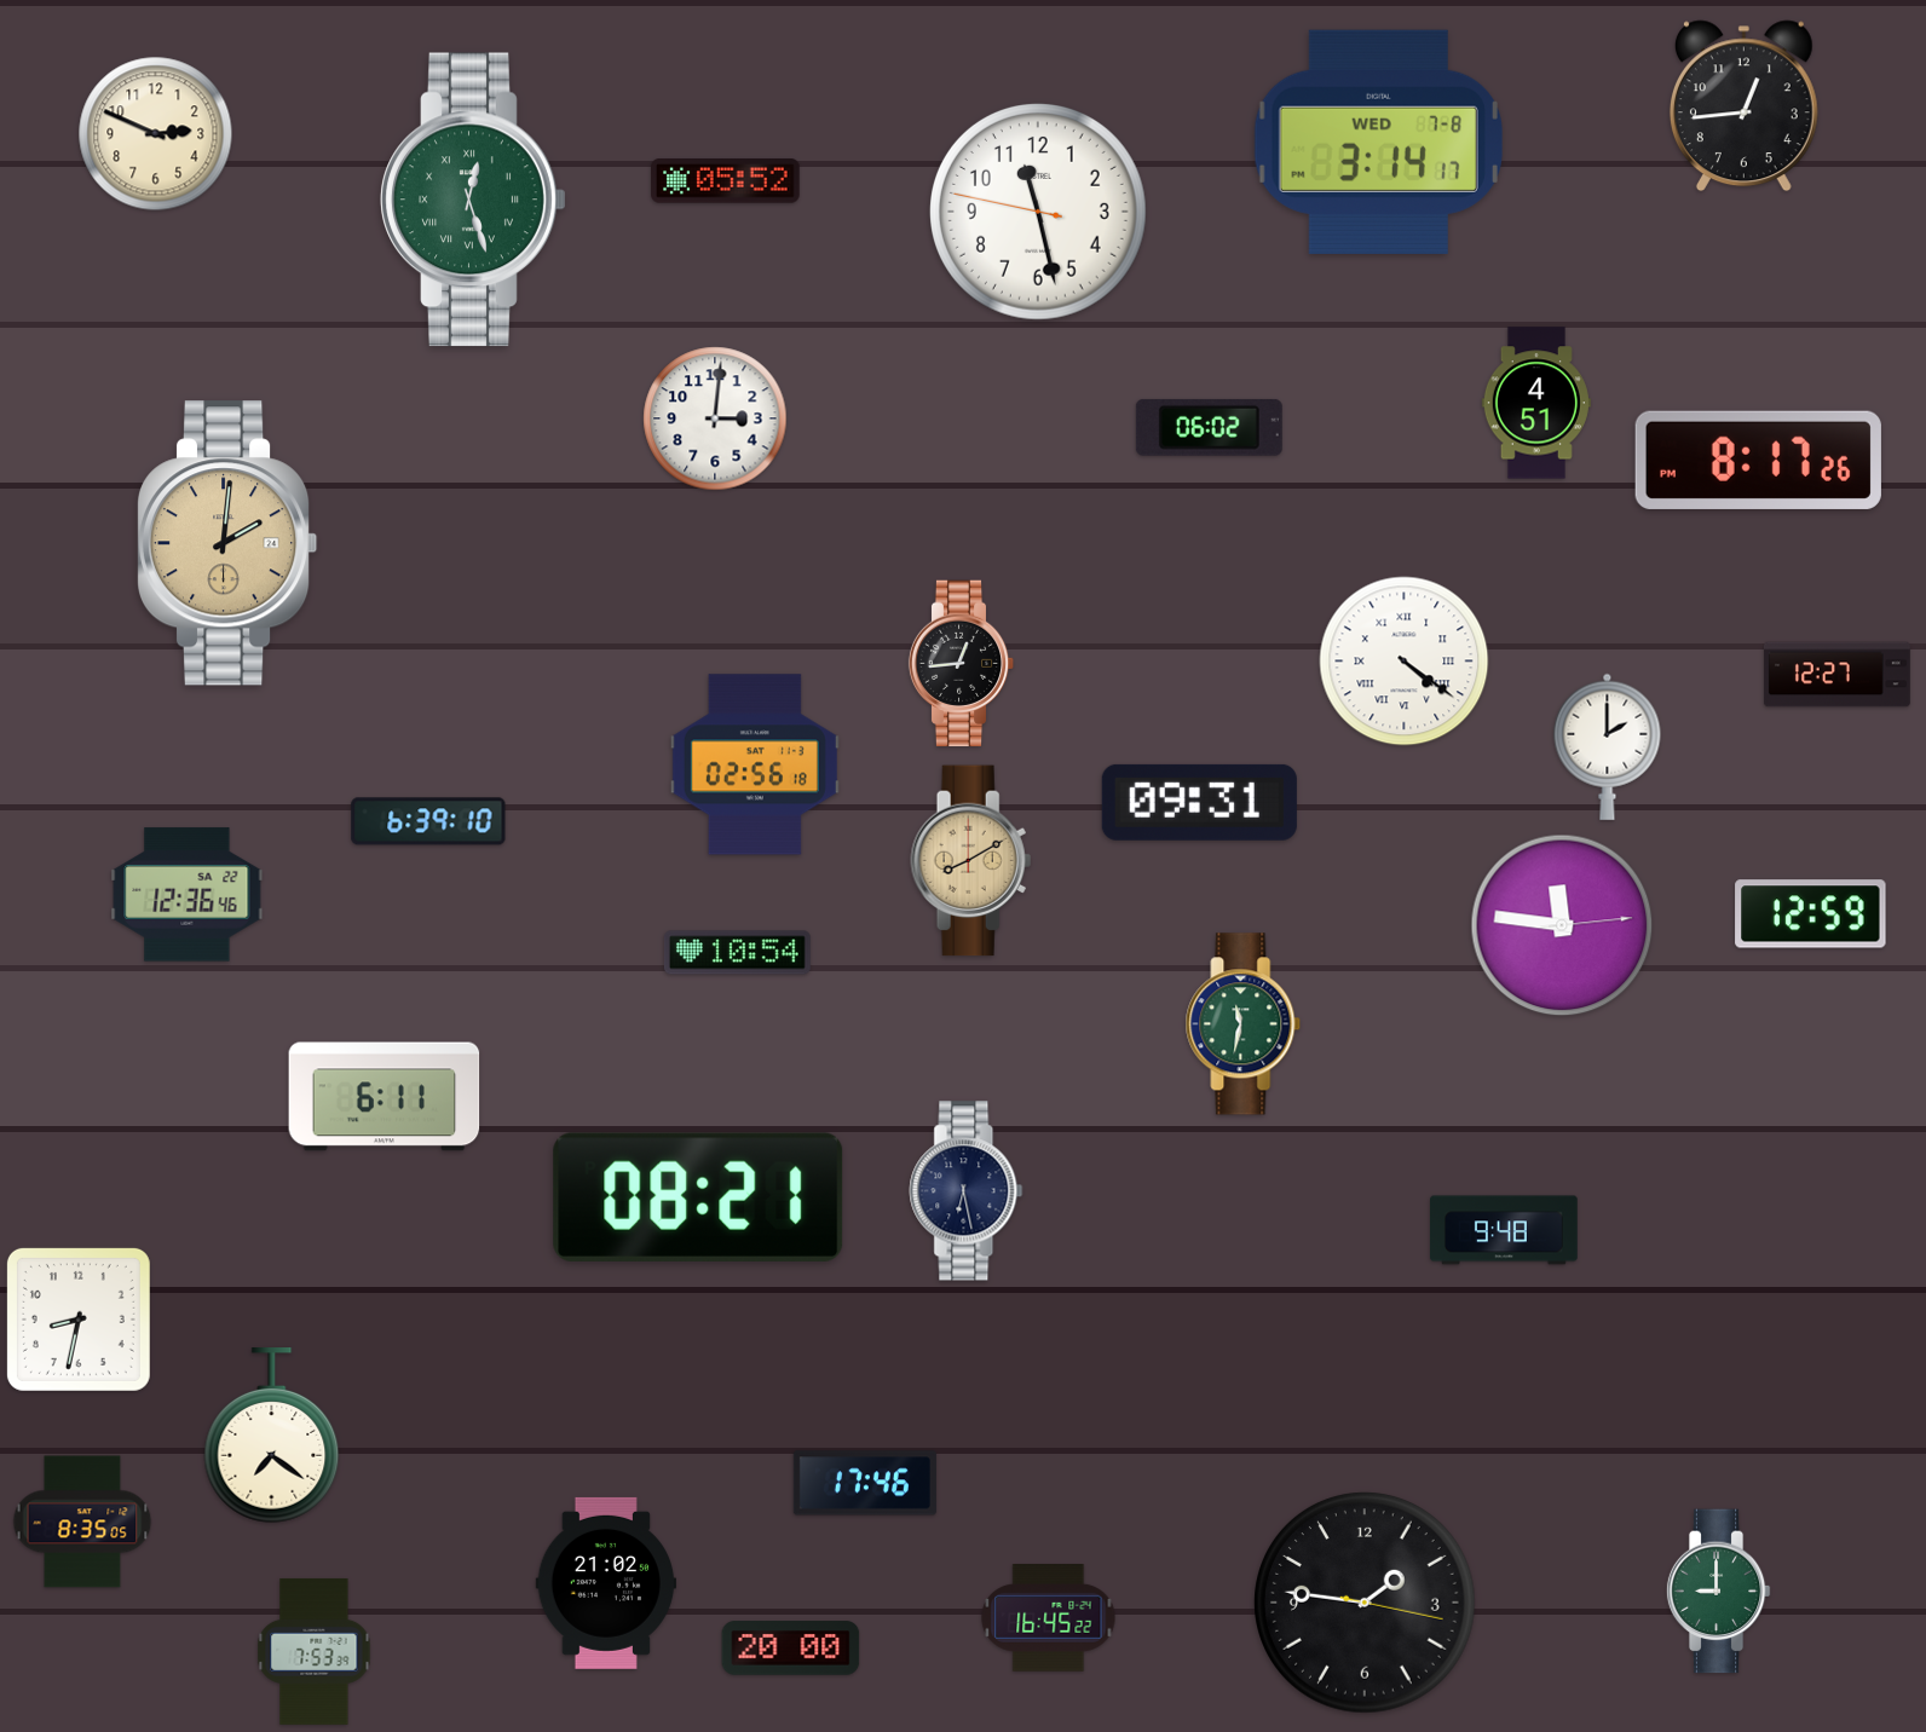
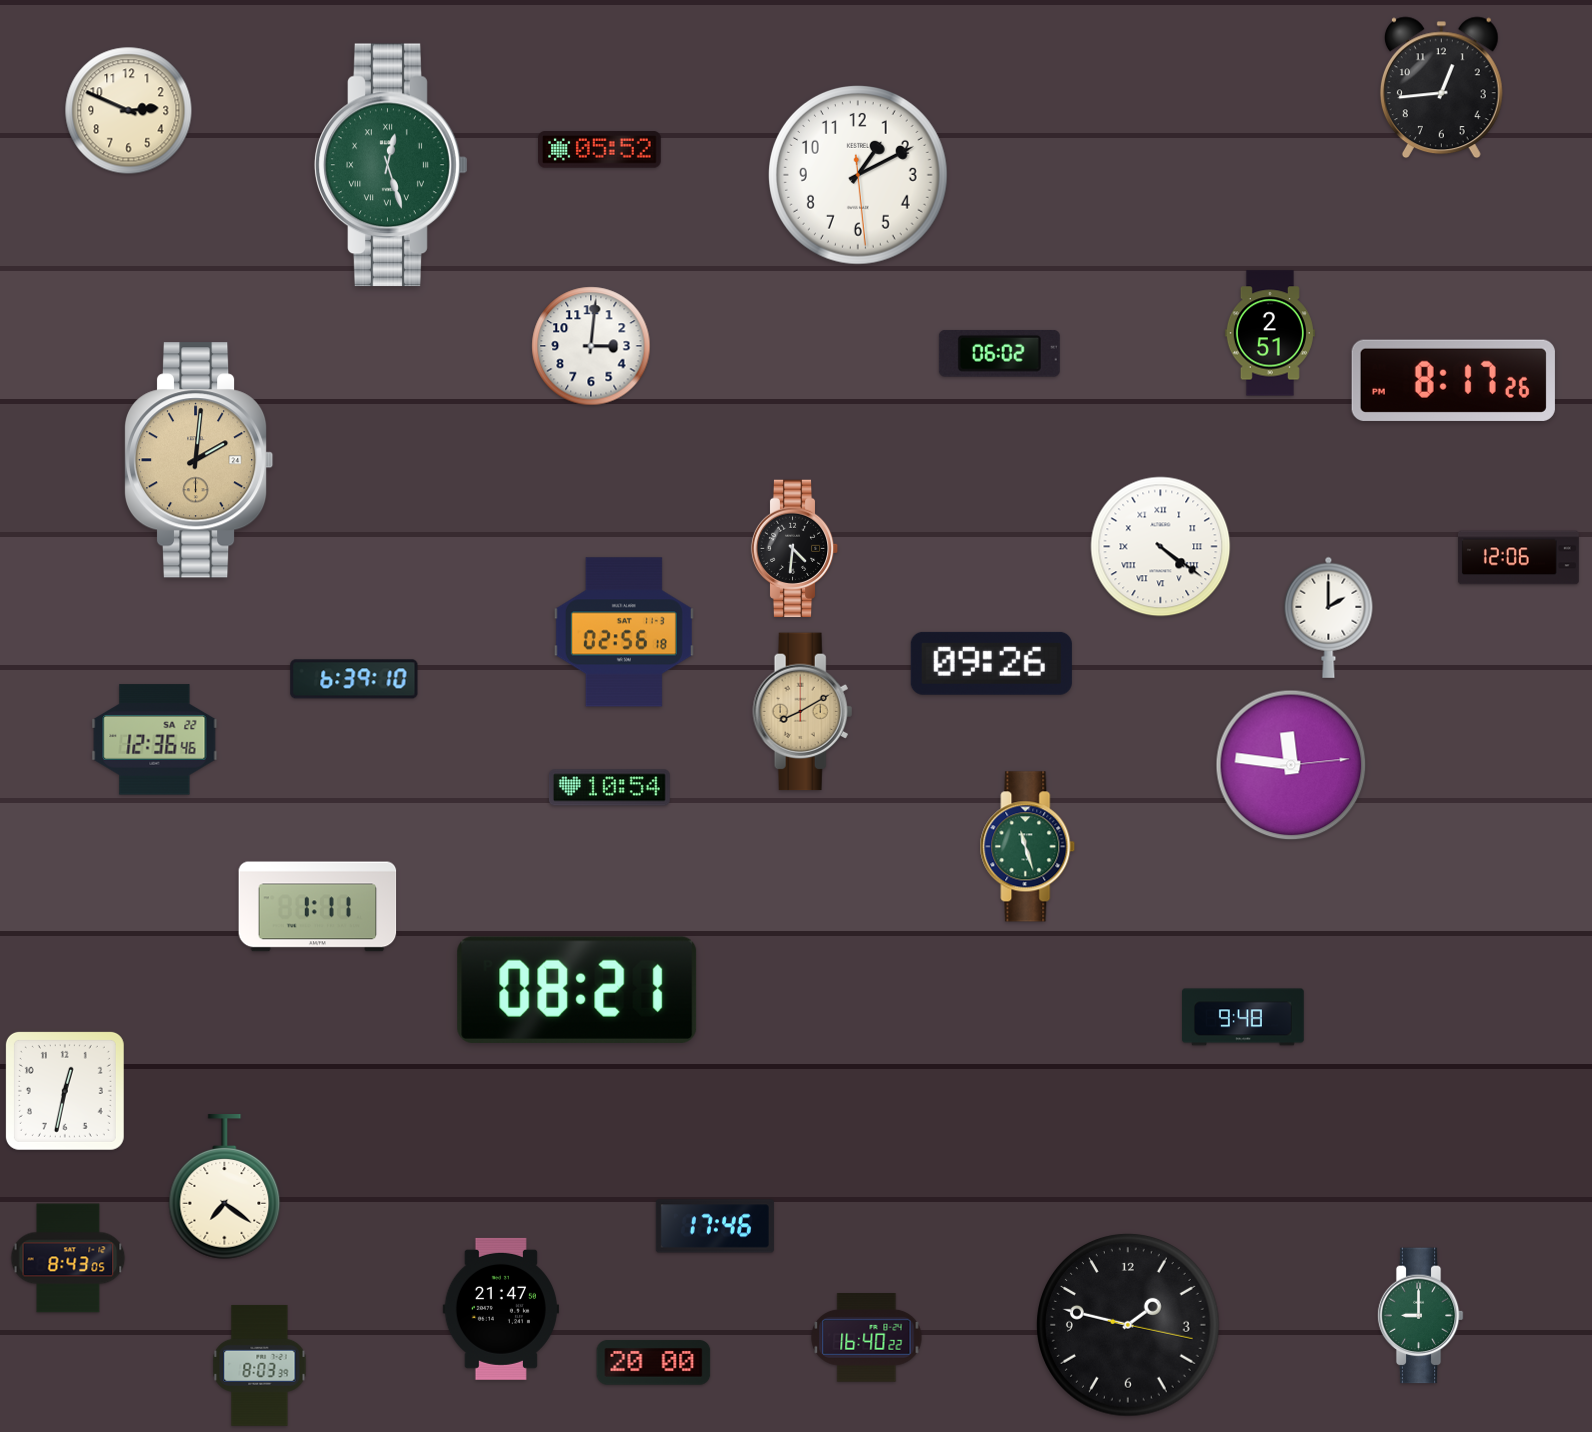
clock at (1378, 142): 3:14 -> none
clock at (1039, 213): 11:27 -> 1:10
clock at (1536, 403): 4:51 -> 2:51
clock at (227, 543) position: (227, 543) -> (199, 460)
clock at (962, 664): 12:44 -> 4:31
clock at (1836, 675): 12:27 -> 12:06
clock at (1199, 802): 09:31 -> 09:26
clock at (1811, 914): 12:59 -> none
clock at (1244, 1024): 11:32 -> 11:27
clock at (385, 1097): 6:11 -> 1:11
clock at (967, 1191): 6:28 -> none
clock at (79, 1320): 8:32 -> 12:32
clock at (82, 1522): 8:35 -> 8:43
clock at (605, 1583): 21:02 -> 21:47
clock at (1365, 1603): 1:46 -> 1:47
clock at (1049, 1618): 16:45 -> 16:40
clock at (315, 1651): 7:53 -> 8:03
